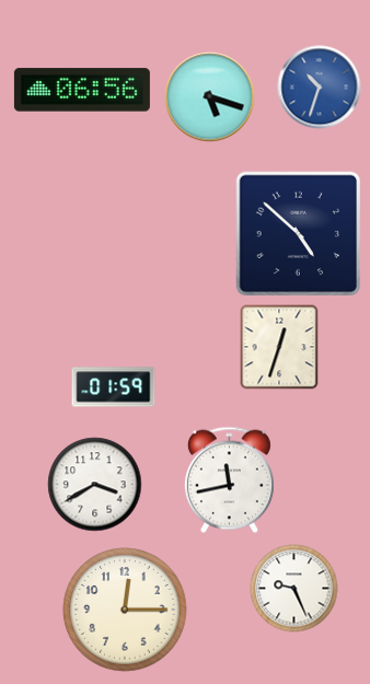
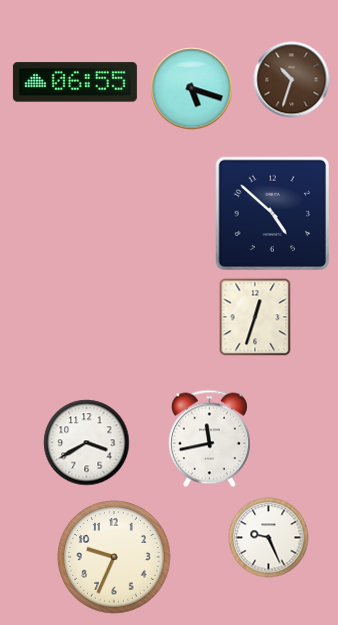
clock at (320, 88) dial: blue -> brown
clock at (82, 90): 06:56 -> 06:55
clock at (114, 387): 01:59 -> none
clock at (125, 610): 12:15 -> 9:34
